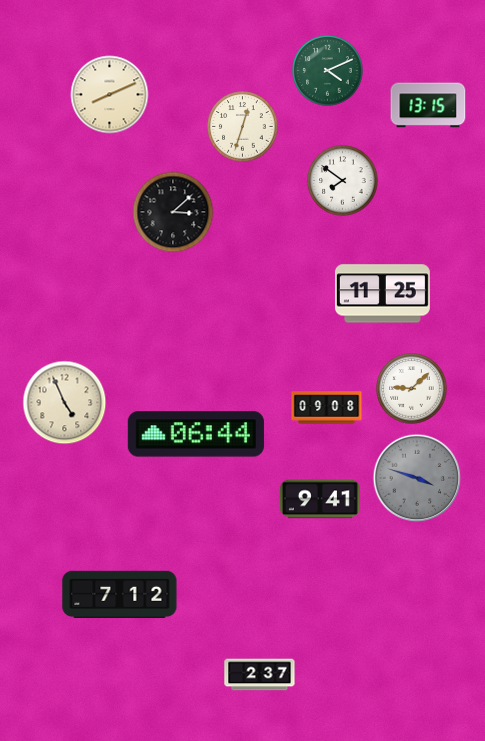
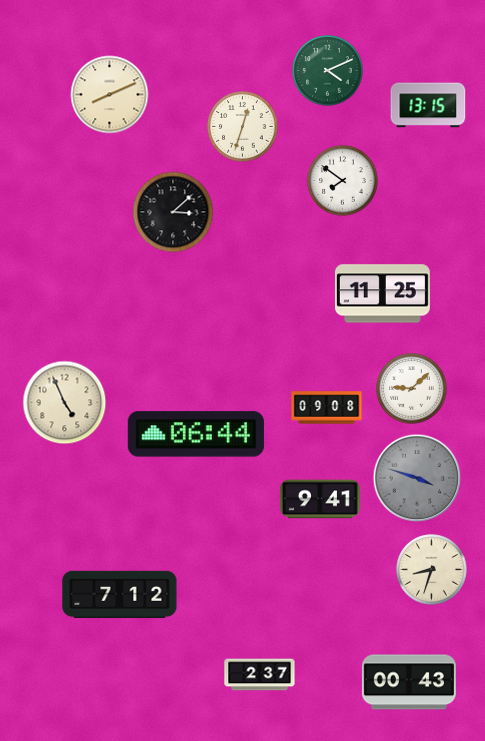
clock at (432, 570): none -> 8:33
clock at (409, 682): none -> 00:43
